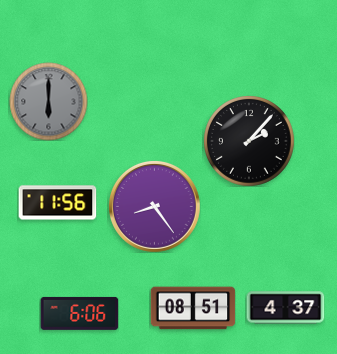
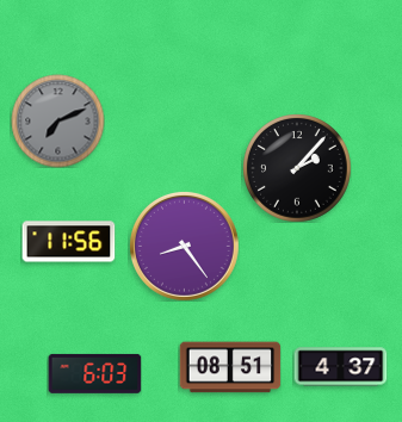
clock at (48, 101): 6:00 -> 7:11
clock at (79, 313): 6:06 -> 6:03
